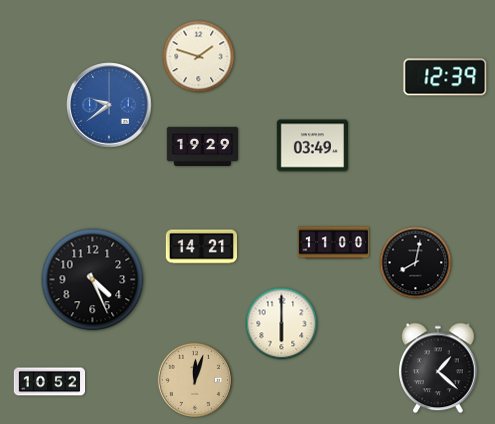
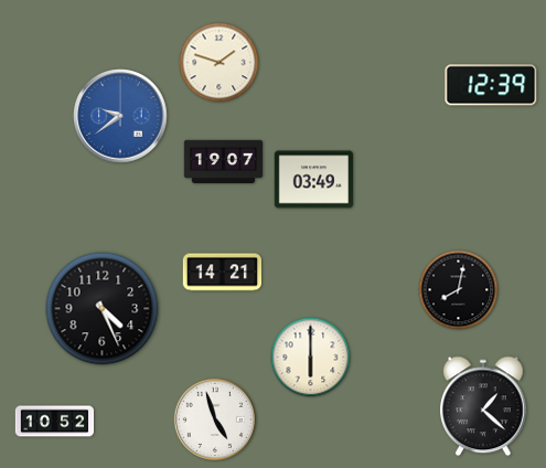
clock at (203, 146): 19:29 -> 19:07
clock at (312, 146) position: (312, 146) -> (313, 180)
clock at (334, 243): 11:00 -> none
clock at (195, 380): 12:03 -> 4:57
clock at (195, 380) dial: champagne -> white
